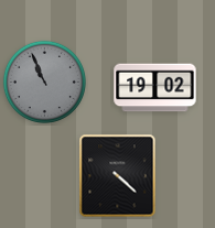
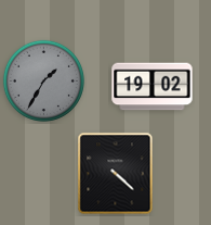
clock at (44, 82): 10:56 -> 1:35
